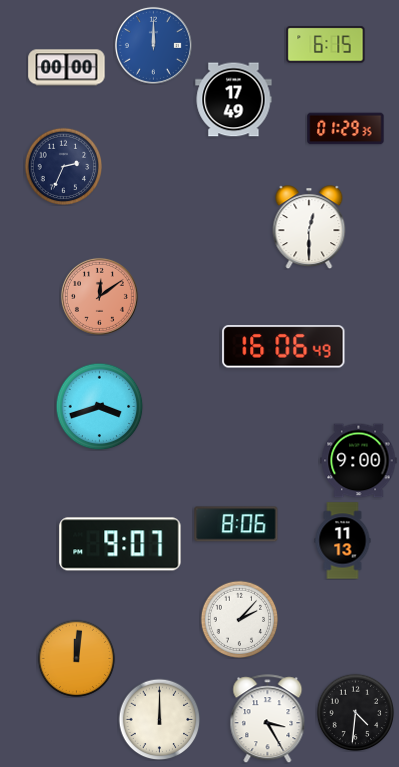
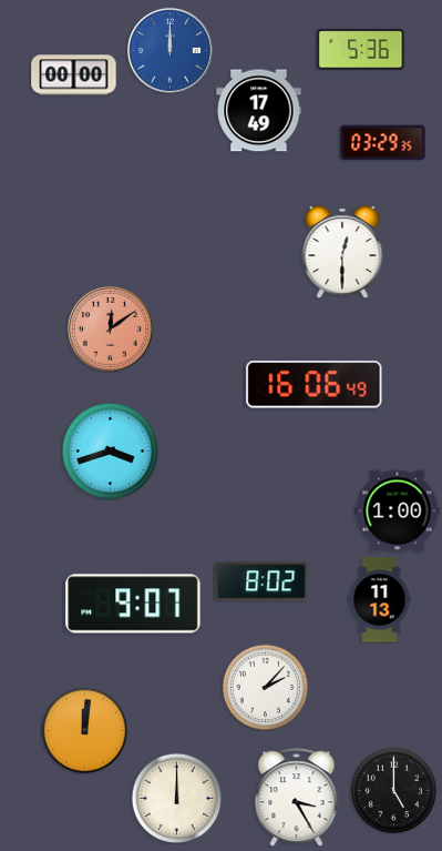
clock at (326, 45): 6:15 -> 5:36
clock at (346, 129): 01:29 -> 03:29
clock at (63, 166): 2:34 -> none
clock at (359, 461): 9:00 -> 1:00
clock at (236, 524): 8:06 -> 8:02
clock at (355, 712): 4:31 -> 5:00
